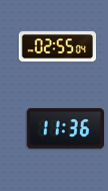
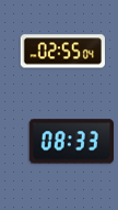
clock at (65, 129): 11:36 -> 08:33
